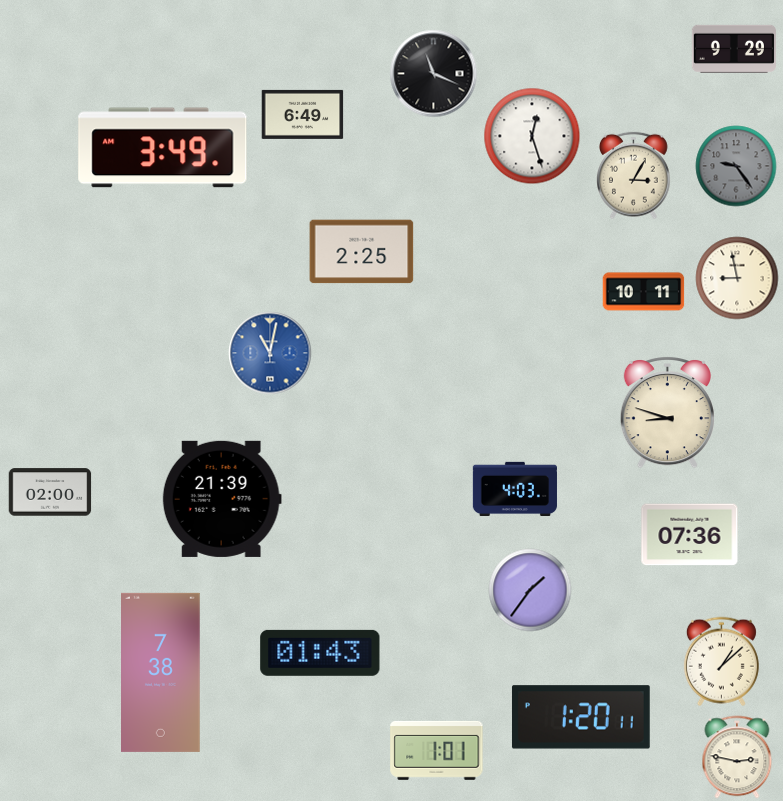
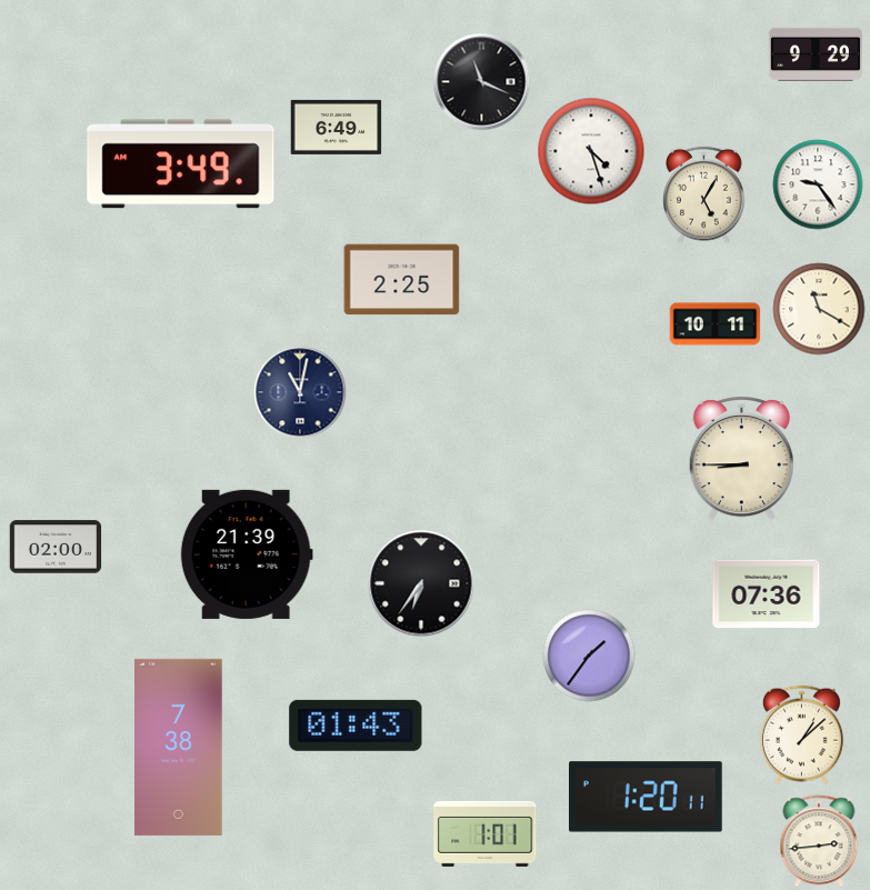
clock at (532, 136): 12:27 -> 4:27
clock at (736, 166) dial: grey -> white
clock at (634, 176): 3:05 -> 5:05
clock at (737, 278): 8:58 -> 11:20
clock at (270, 353) dial: blue -> navy
clock at (667, 412): 8:48 -> 8:45
clock at (515, 488): 4:03 -> none
clock at (421, 583): none -> 6:36
clock at (737, 757): 2:47 -> 2:44
